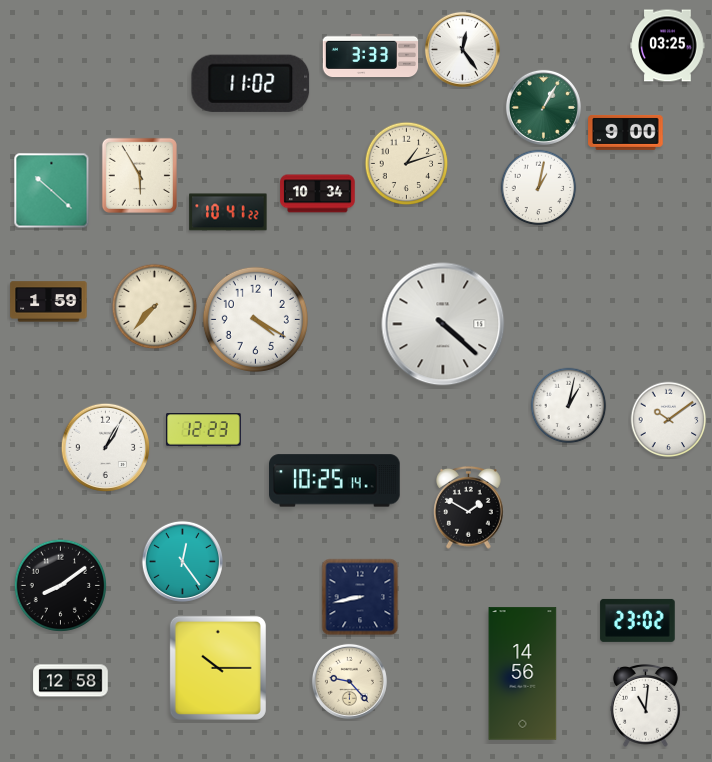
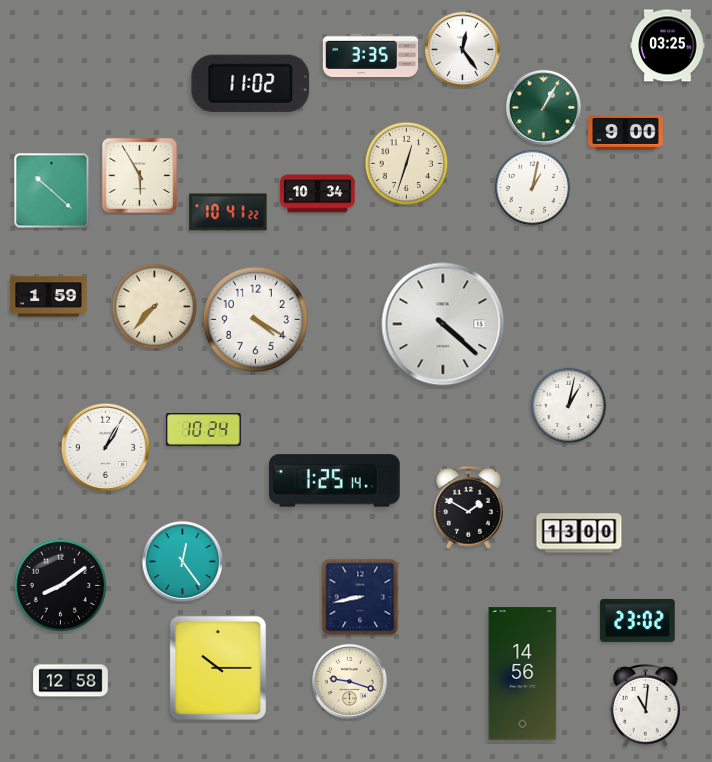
clock at (371, 55): 3:33 -> 3:35
clock at (407, 164): 1:12 -> 12:33
clock at (539, 188) position: (539, 188) -> (533, 188)
clock at (49, 302) position: (49, 302) -> (49, 297)
clock at (669, 420): 10:09 -> none
clock at (204, 430): 12:23 -> 10:24
clock at (335, 481): 10:25 -> 1:25
clock at (579, 533): none -> 13:00
clock at (349, 681): 9:23 -> 9:18
